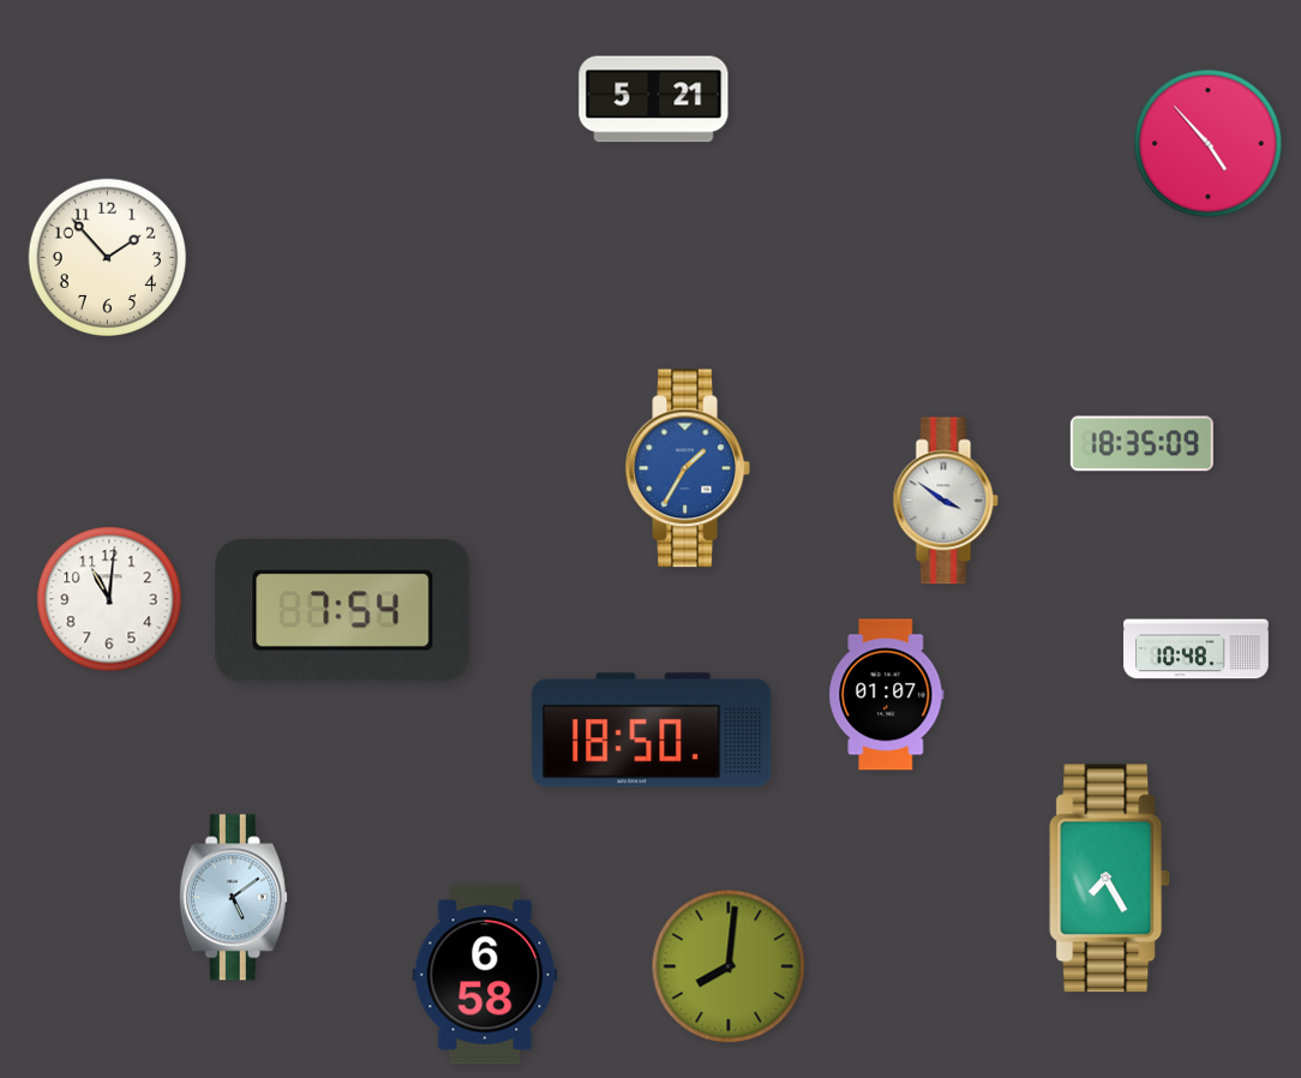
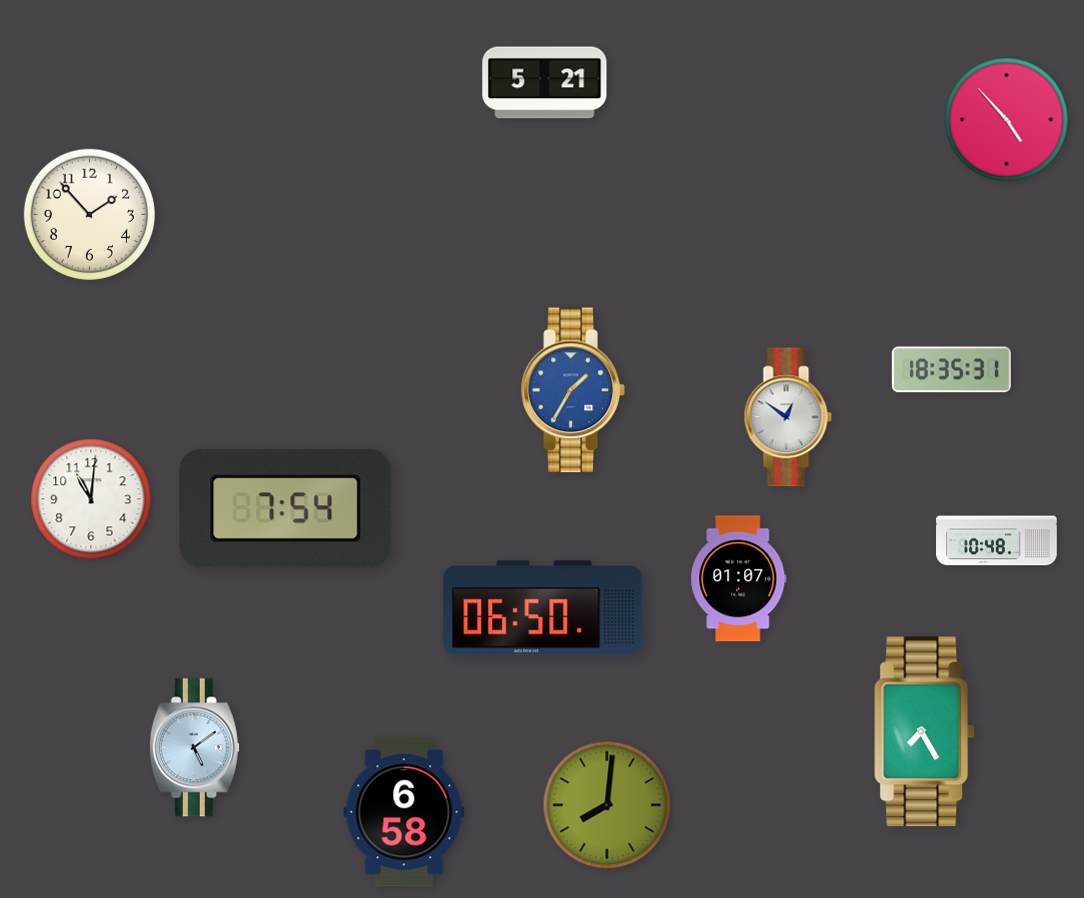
clock at (1141, 444): 18:35:09 -> 18:35:31
clock at (946, 501): 3:51 -> 12:51
clock at (652, 730): 18:50 -> 06:50
